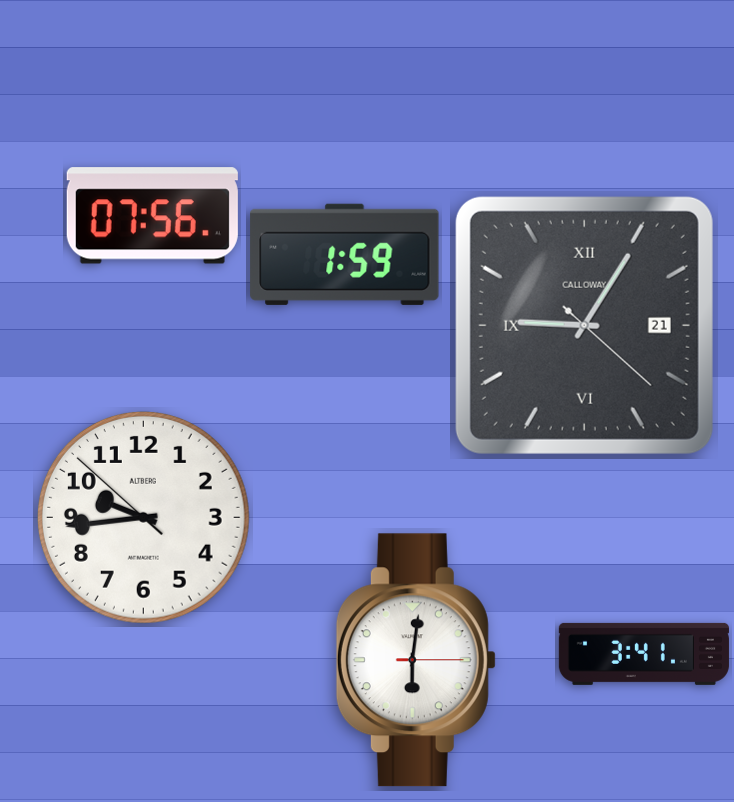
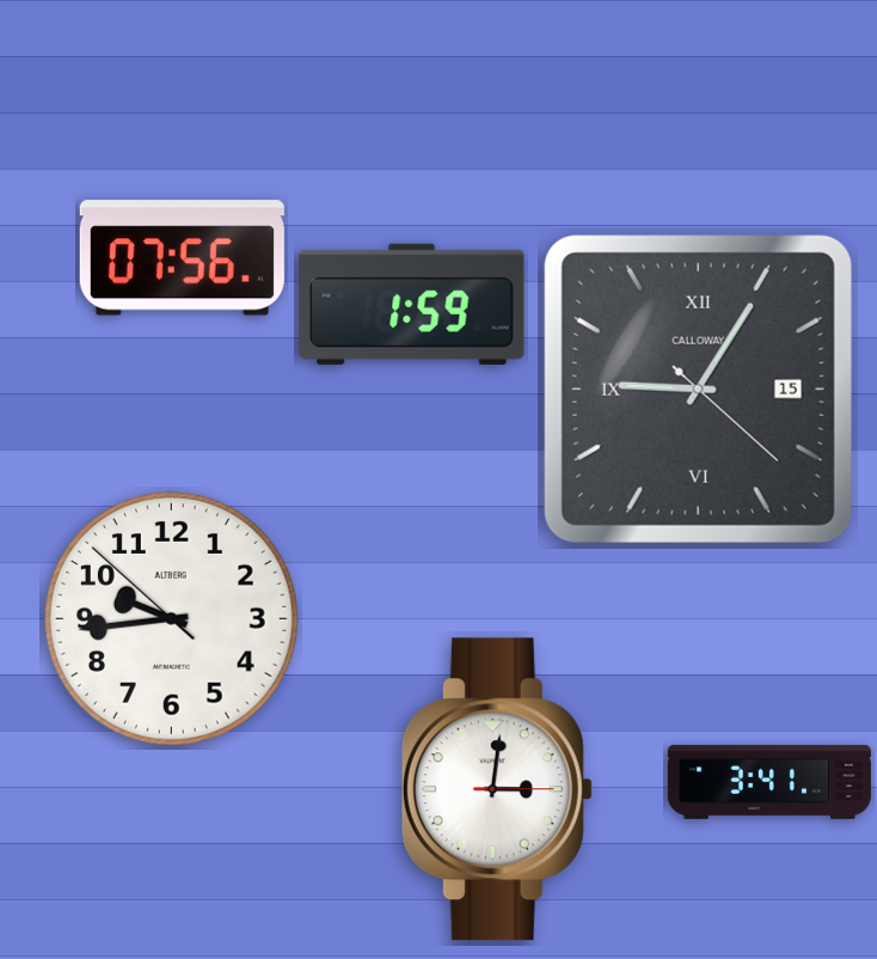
clock at (584, 325) date: 21 -> 15
clock at (416, 660): 6:01 -> 3:01
